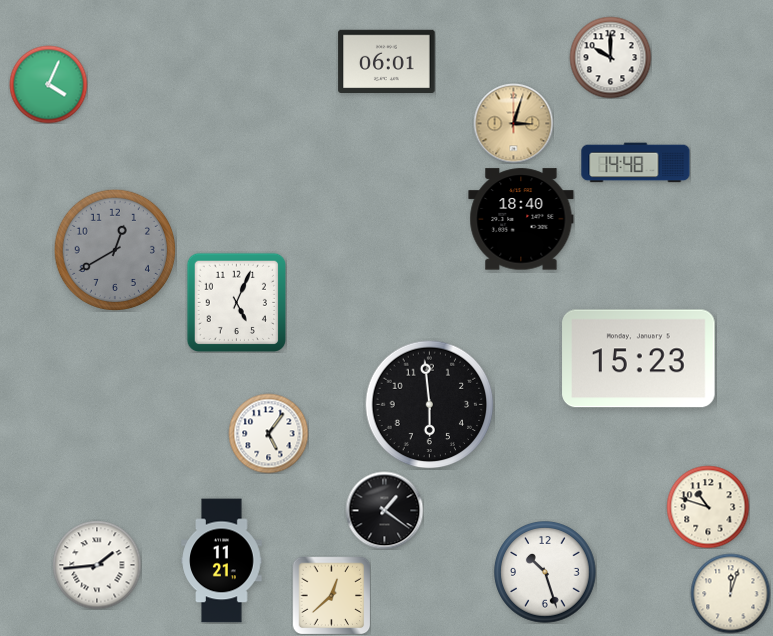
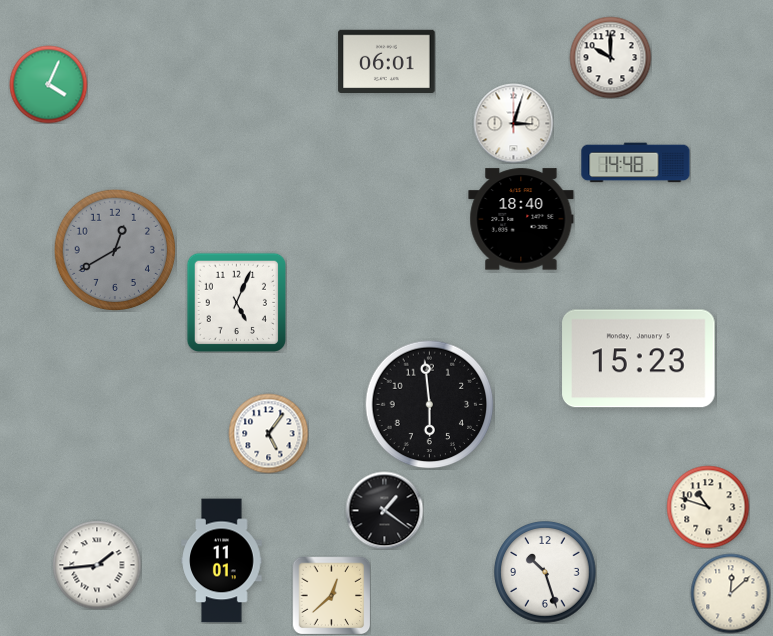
clock at (513, 123) dial: champagne -> white
clock at (222, 561): 11:21 -> 11:01
clock at (730, 593): 12:03 -> 12:08
